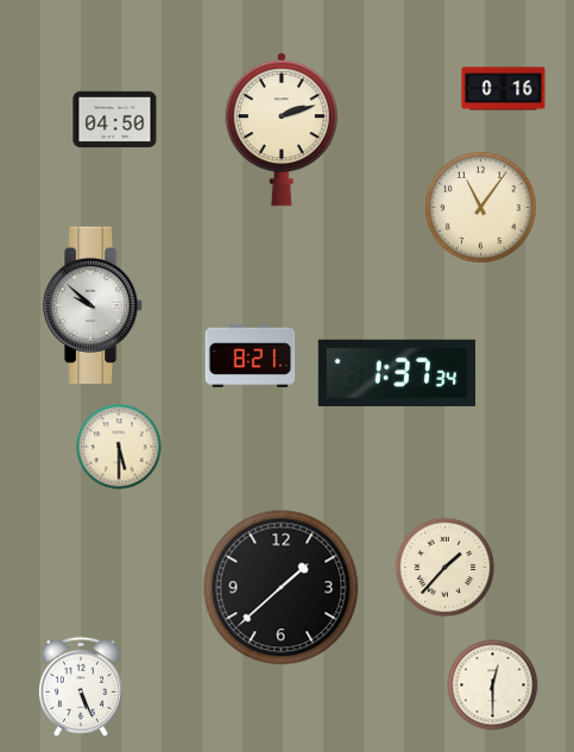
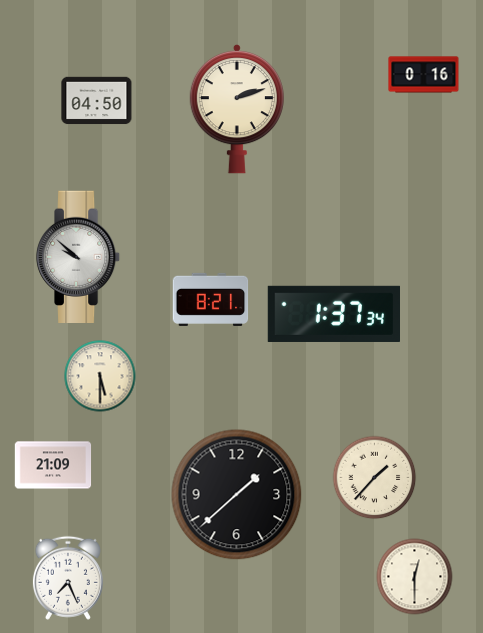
clock at (481, 208): 11:06 -> none
clock at (53, 465): none -> 21:09
clock at (81, 687): 5:26 -> 7:26
